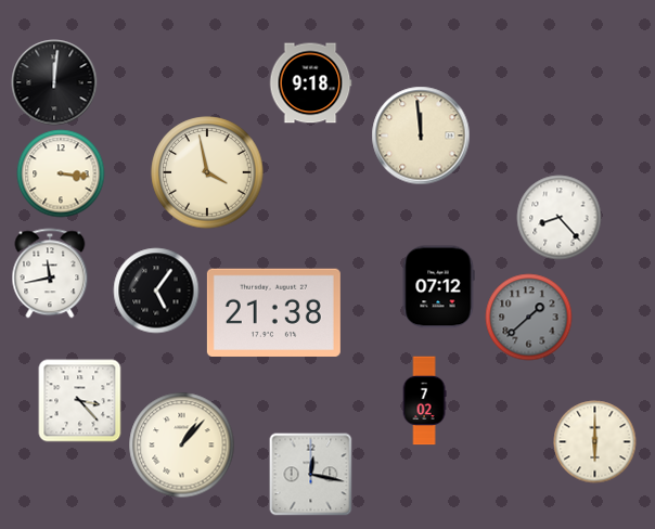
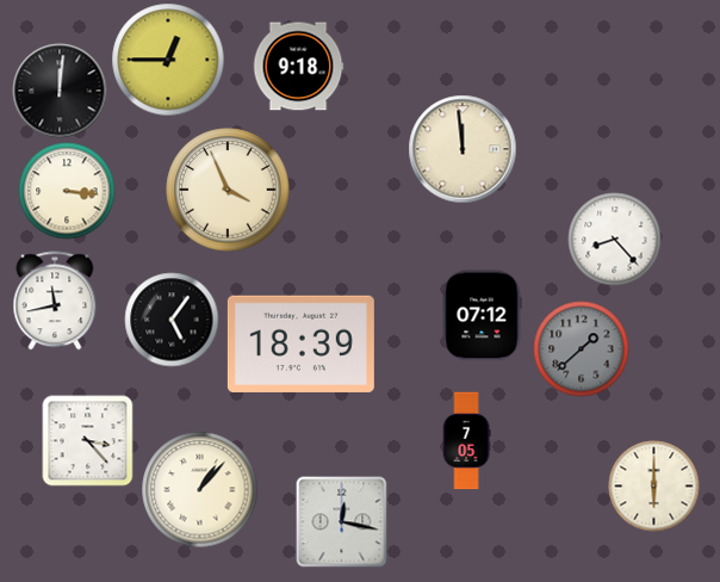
clock at (168, 60): none -> 12:45
clock at (310, 83) position: (310, 83) -> (298, 67)
clock at (207, 172): 3:58 -> 3:56
clock at (273, 312): 21:38 -> 18:39
clock at (424, 401): 7:02 -> 7:05
